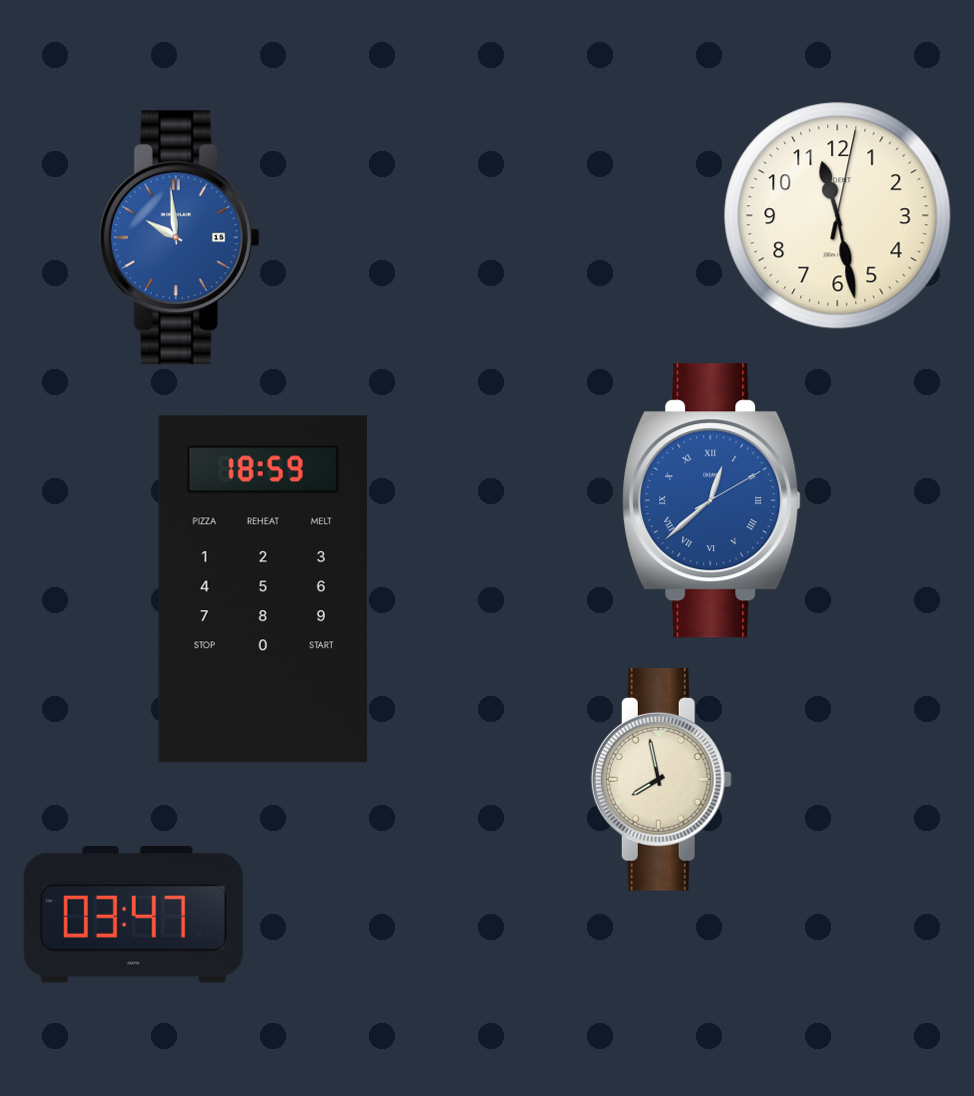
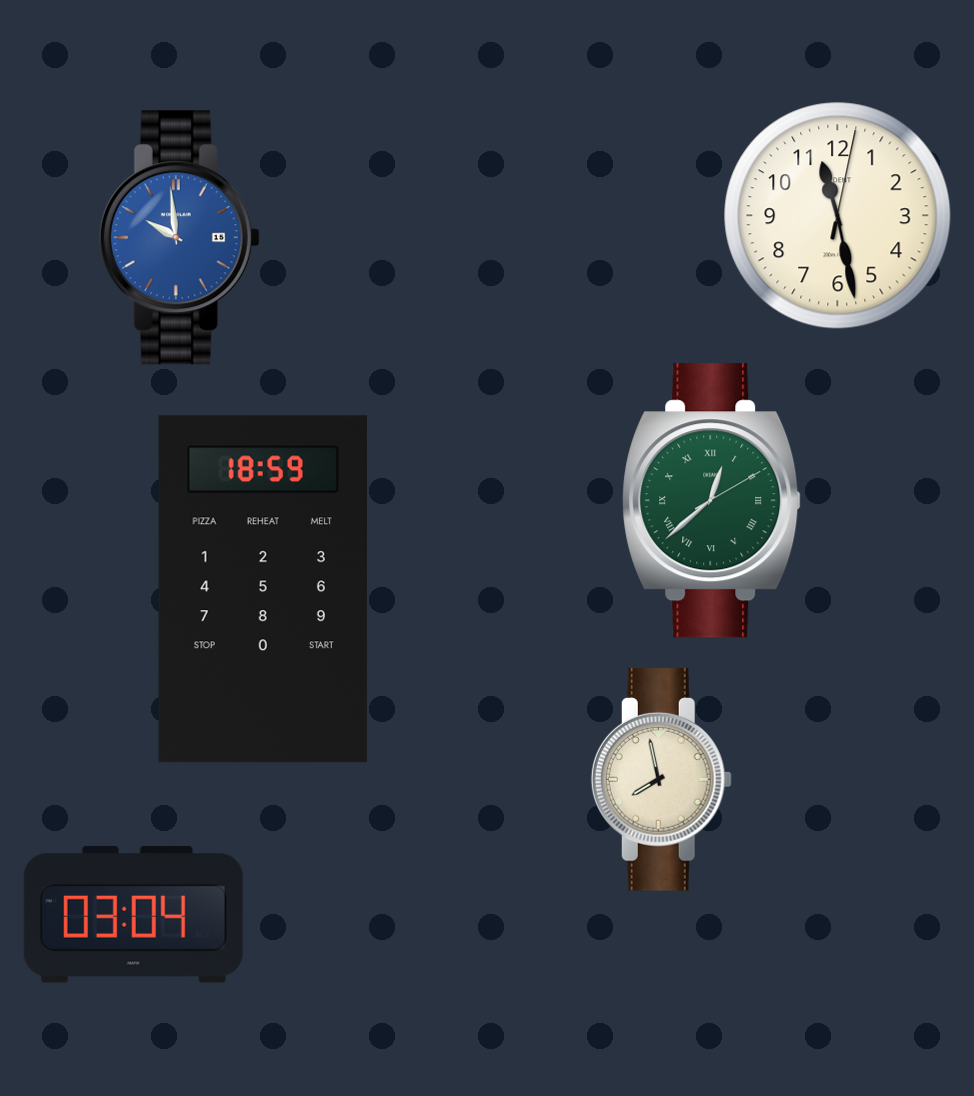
clock at (712, 501) dial: blue -> green
clock at (133, 914): 03:47 -> 03:04
